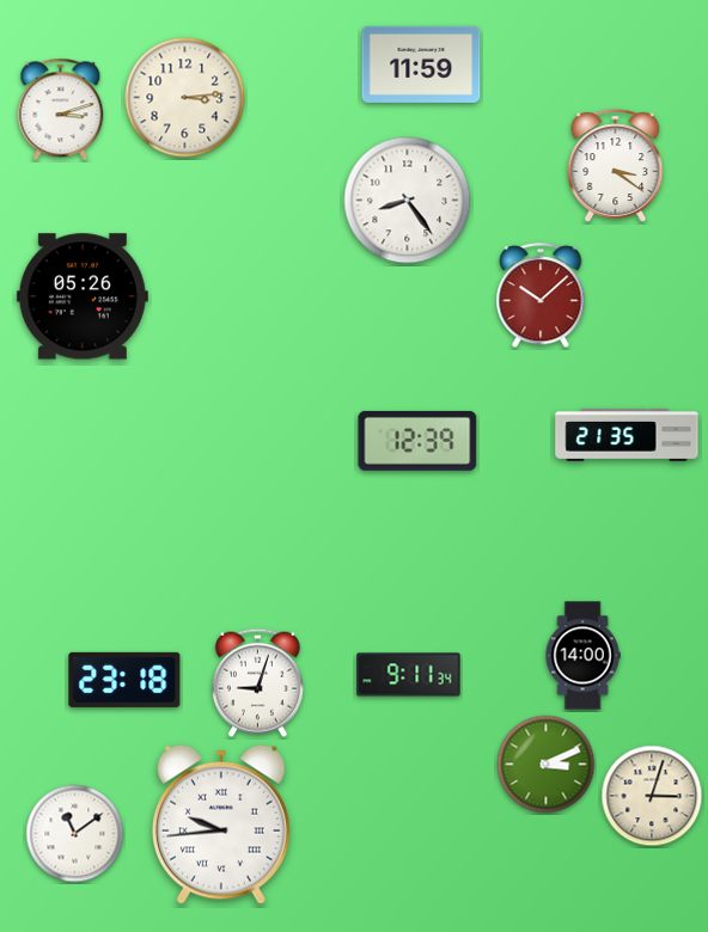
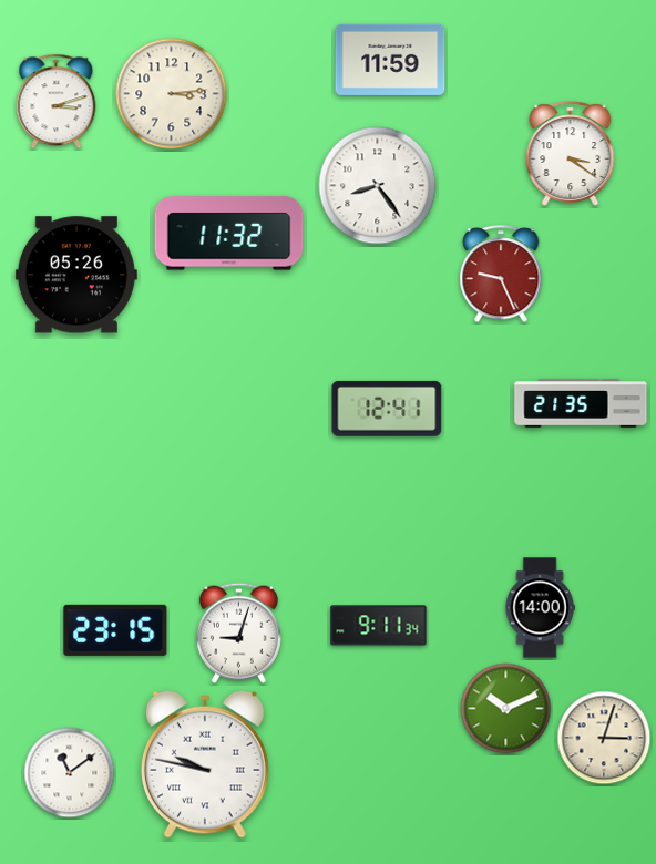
clock at (185, 98) position: (185, 98) -> (172, 94)
clock at (229, 234): none -> 11:32
clock at (541, 296): 10:08 -> 9:26
clock at (417, 441): 12:39 -> 12:41
clock at (124, 680): 23:18 -> 23:15
clock at (547, 765): 3:11 -> 10:11
clock at (221, 824): 9:44 -> 9:47
